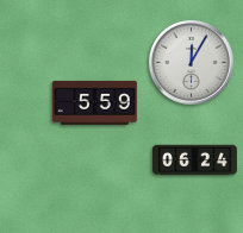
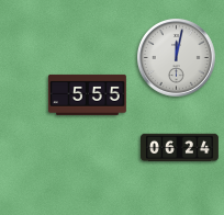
clock at (191, 62): 12:05 -> 12:02
clock at (94, 102): 5:59 -> 5:55
